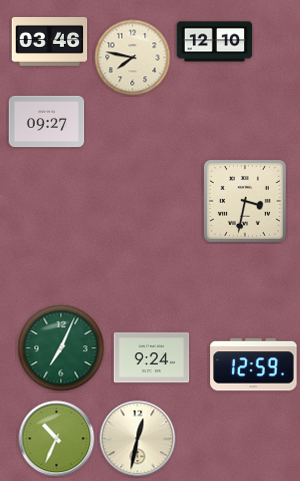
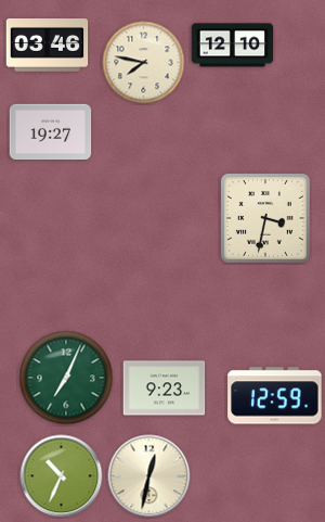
clock at (50, 42) position: (50, 42) -> (48, 46)
clock at (47, 122): 09:27 -> 19:27
clock at (152, 358): 9:24 -> 9:23
